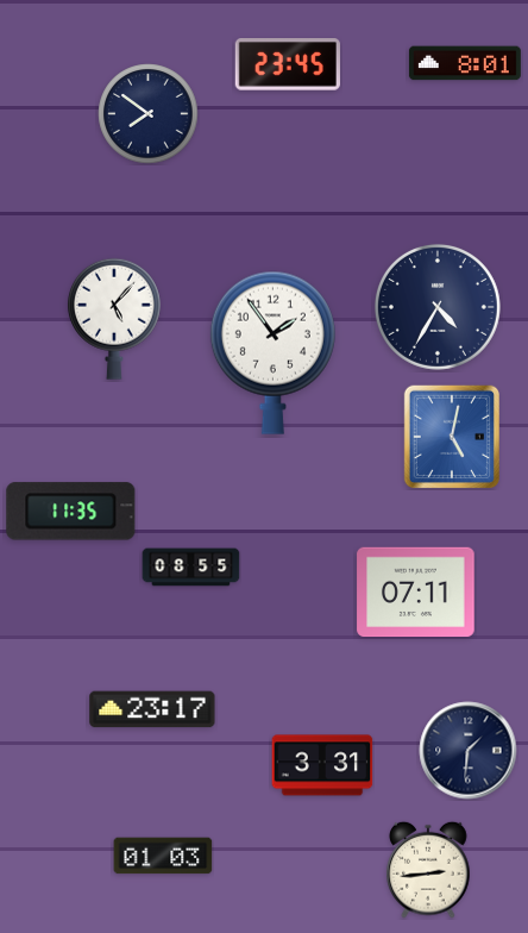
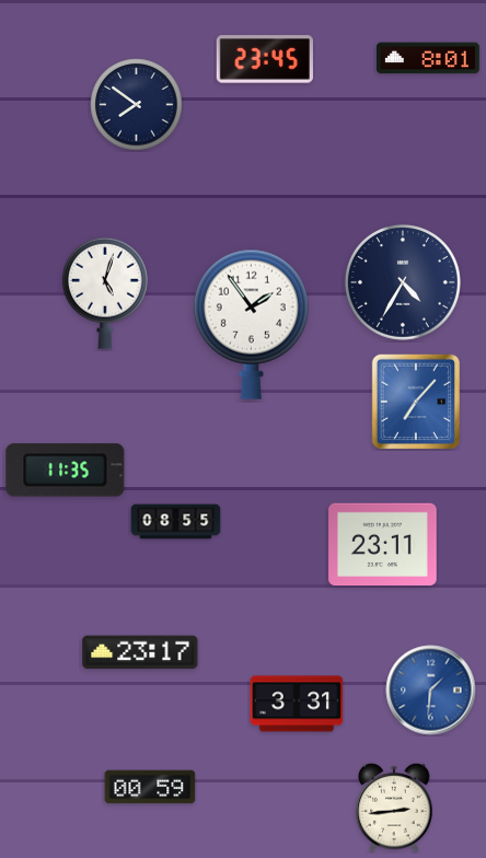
clock at (114, 319): 5:07 -> 5:03
clock at (452, 437): 5:02 -> 7:07
clock at (416, 593): 07:11 -> 23:11
clock at (469, 751) dial: navy -> blue
clock at (163, 856): 01:03 -> 00:59
clock at (428, 870) position: (428, 870) -> (394, 808)
